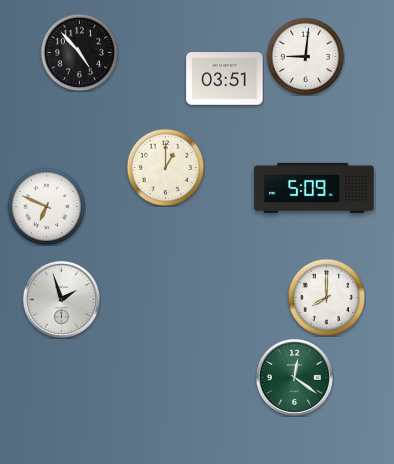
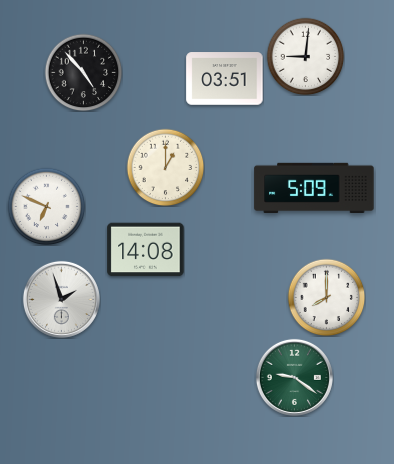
clock at (79, 52) position: (79, 52) -> (83, 72)
clock at (146, 250): none -> 14:08
clock at (294, 377): 12:21 -> 9:21
